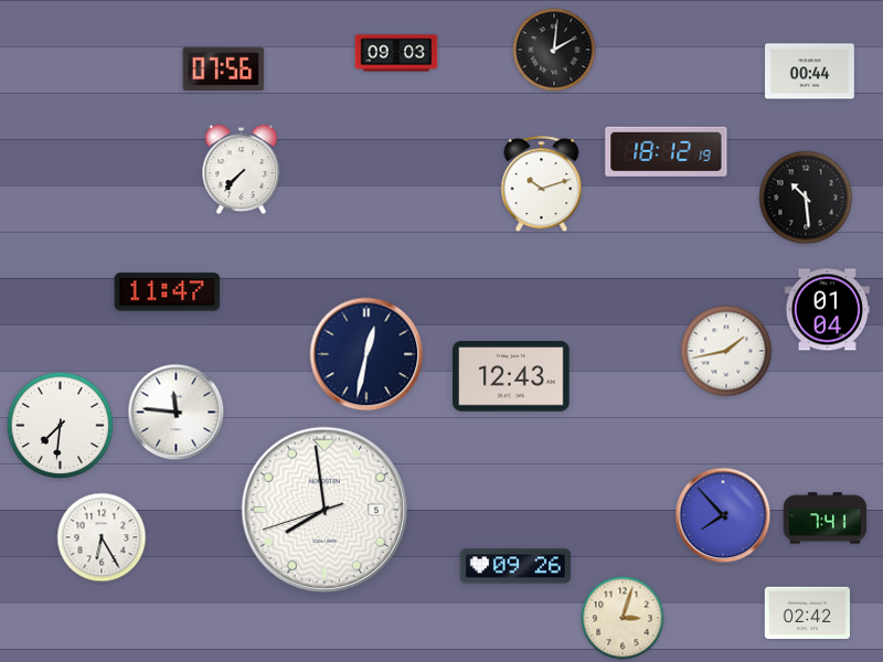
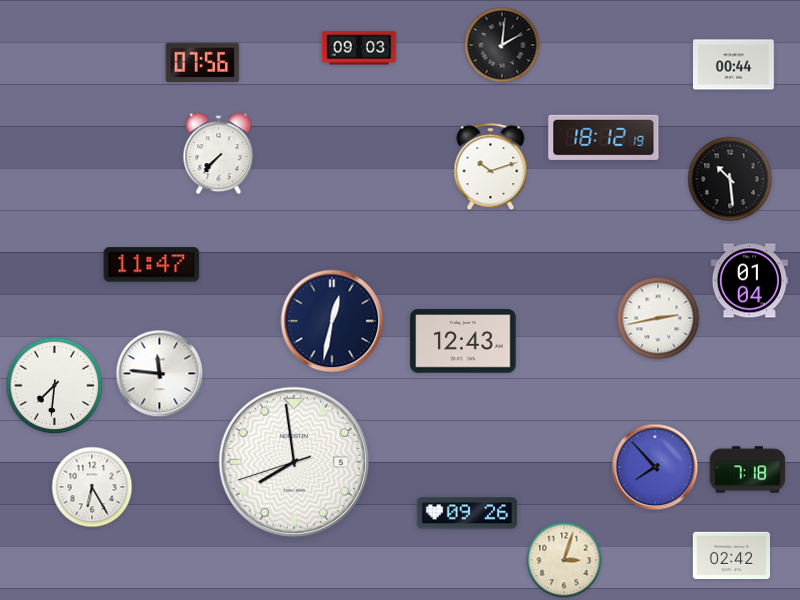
clock at (726, 351): 1:43 -> 2:43
clock at (826, 519): 7:41 -> 7:18
